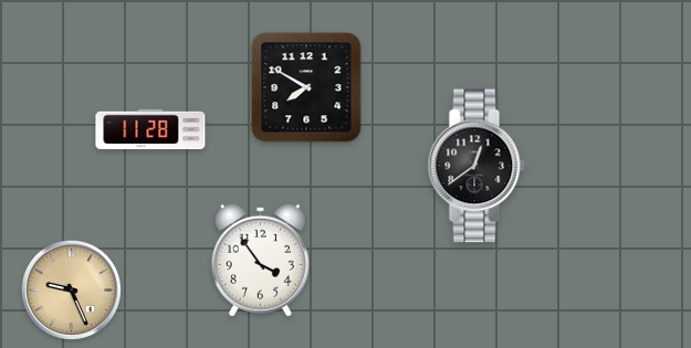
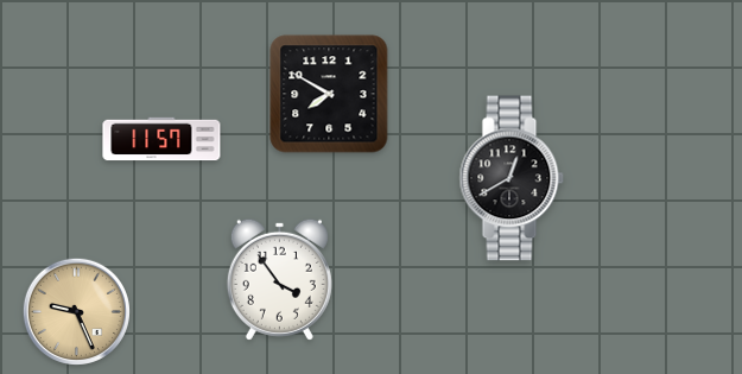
clock at (150, 129): 11:28 -> 11:57
clock at (477, 166): 12:39 -> 12:40
